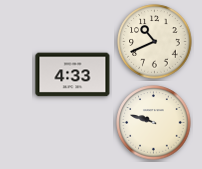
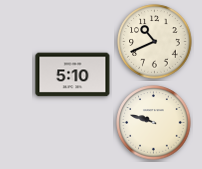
clock at (73, 75): 4:33 -> 5:10
